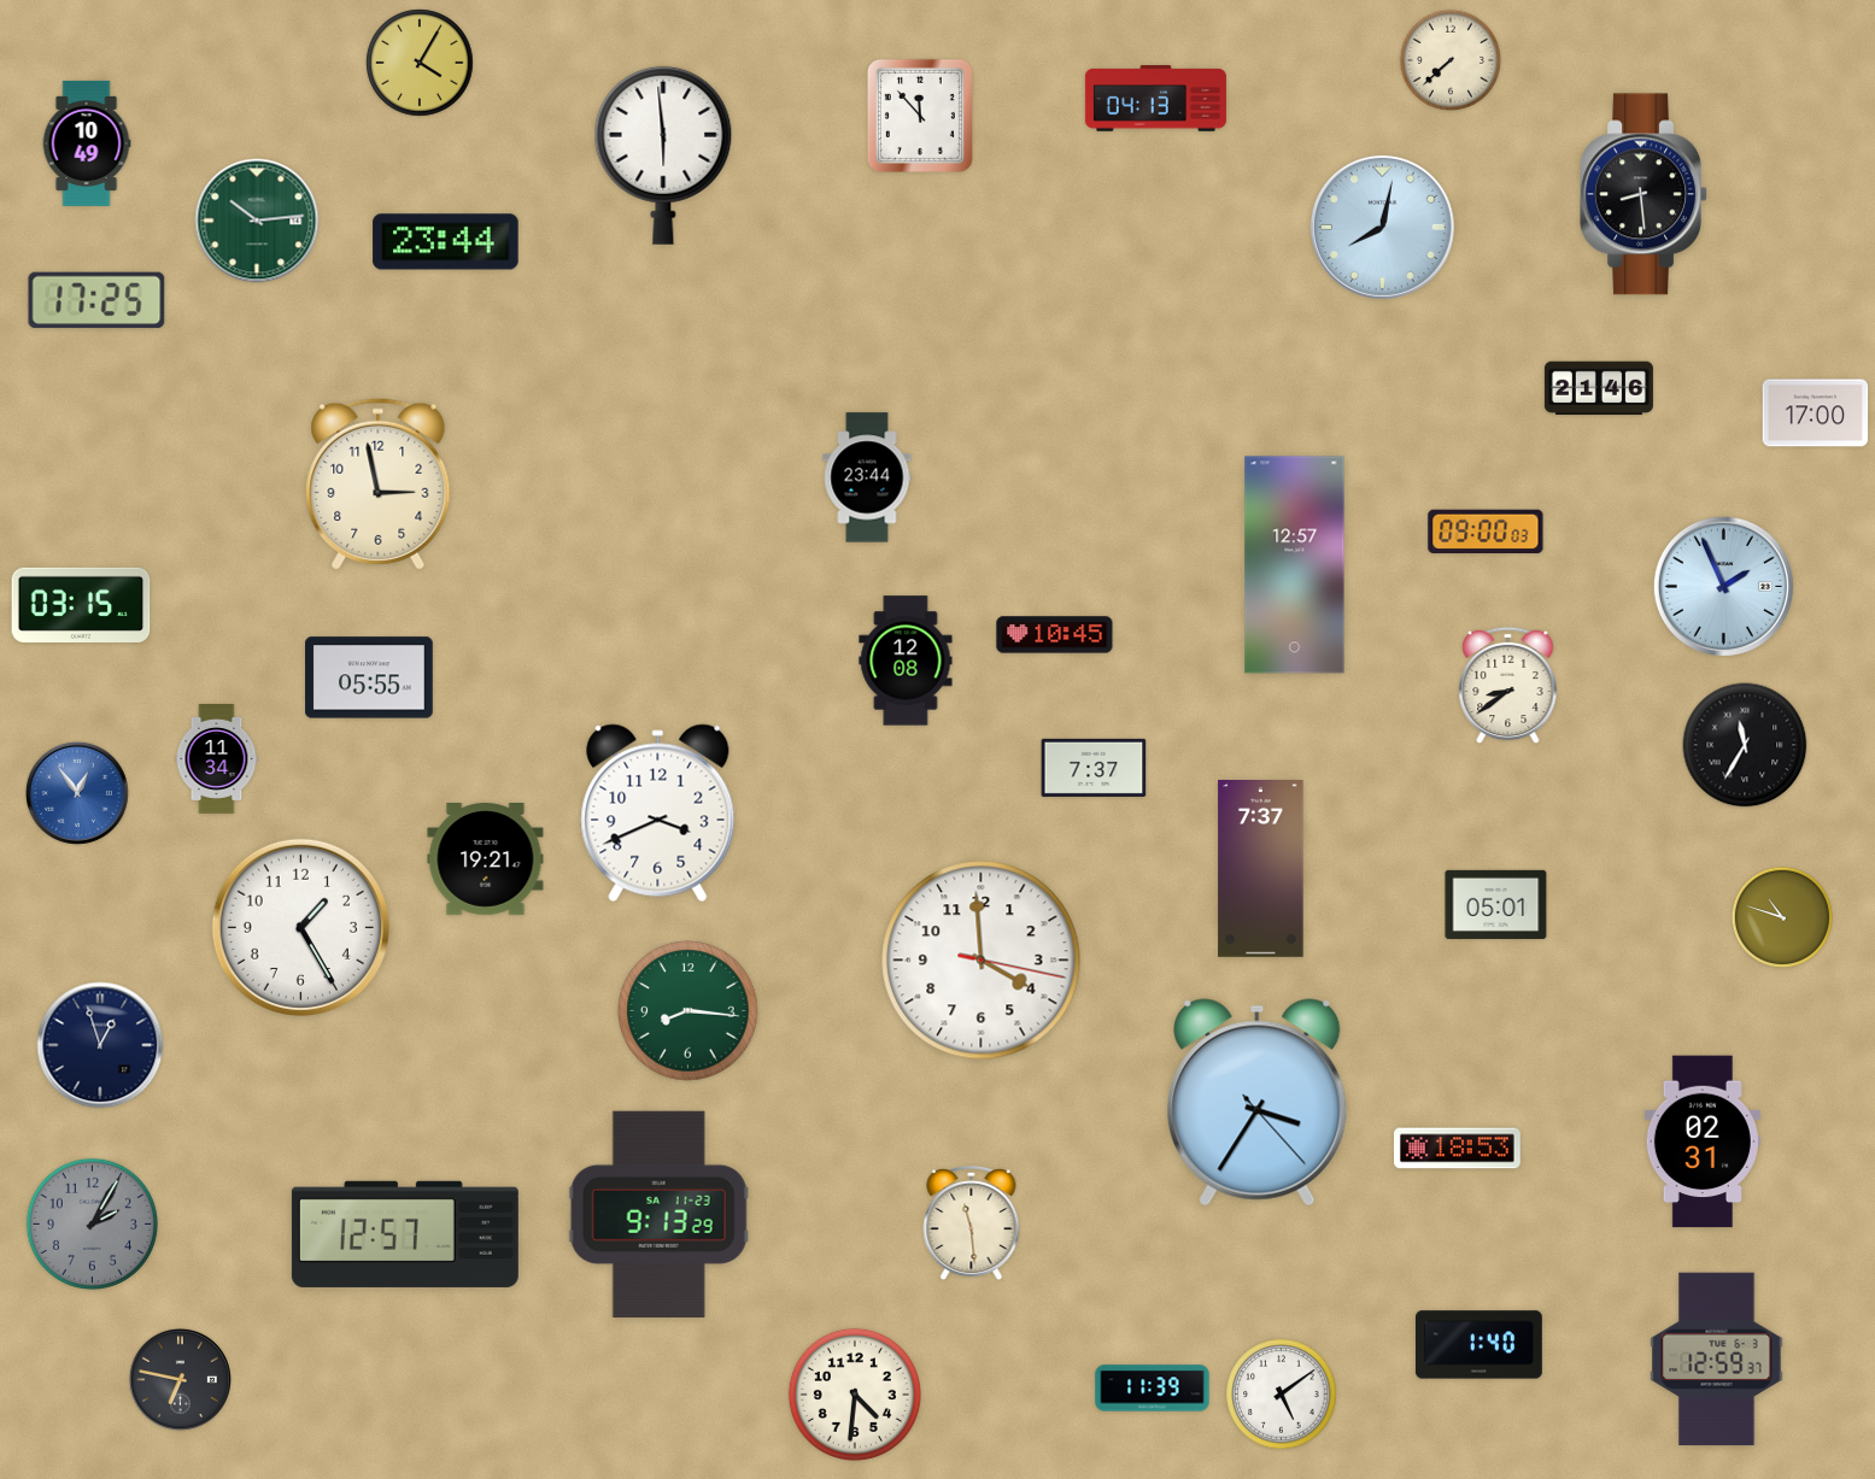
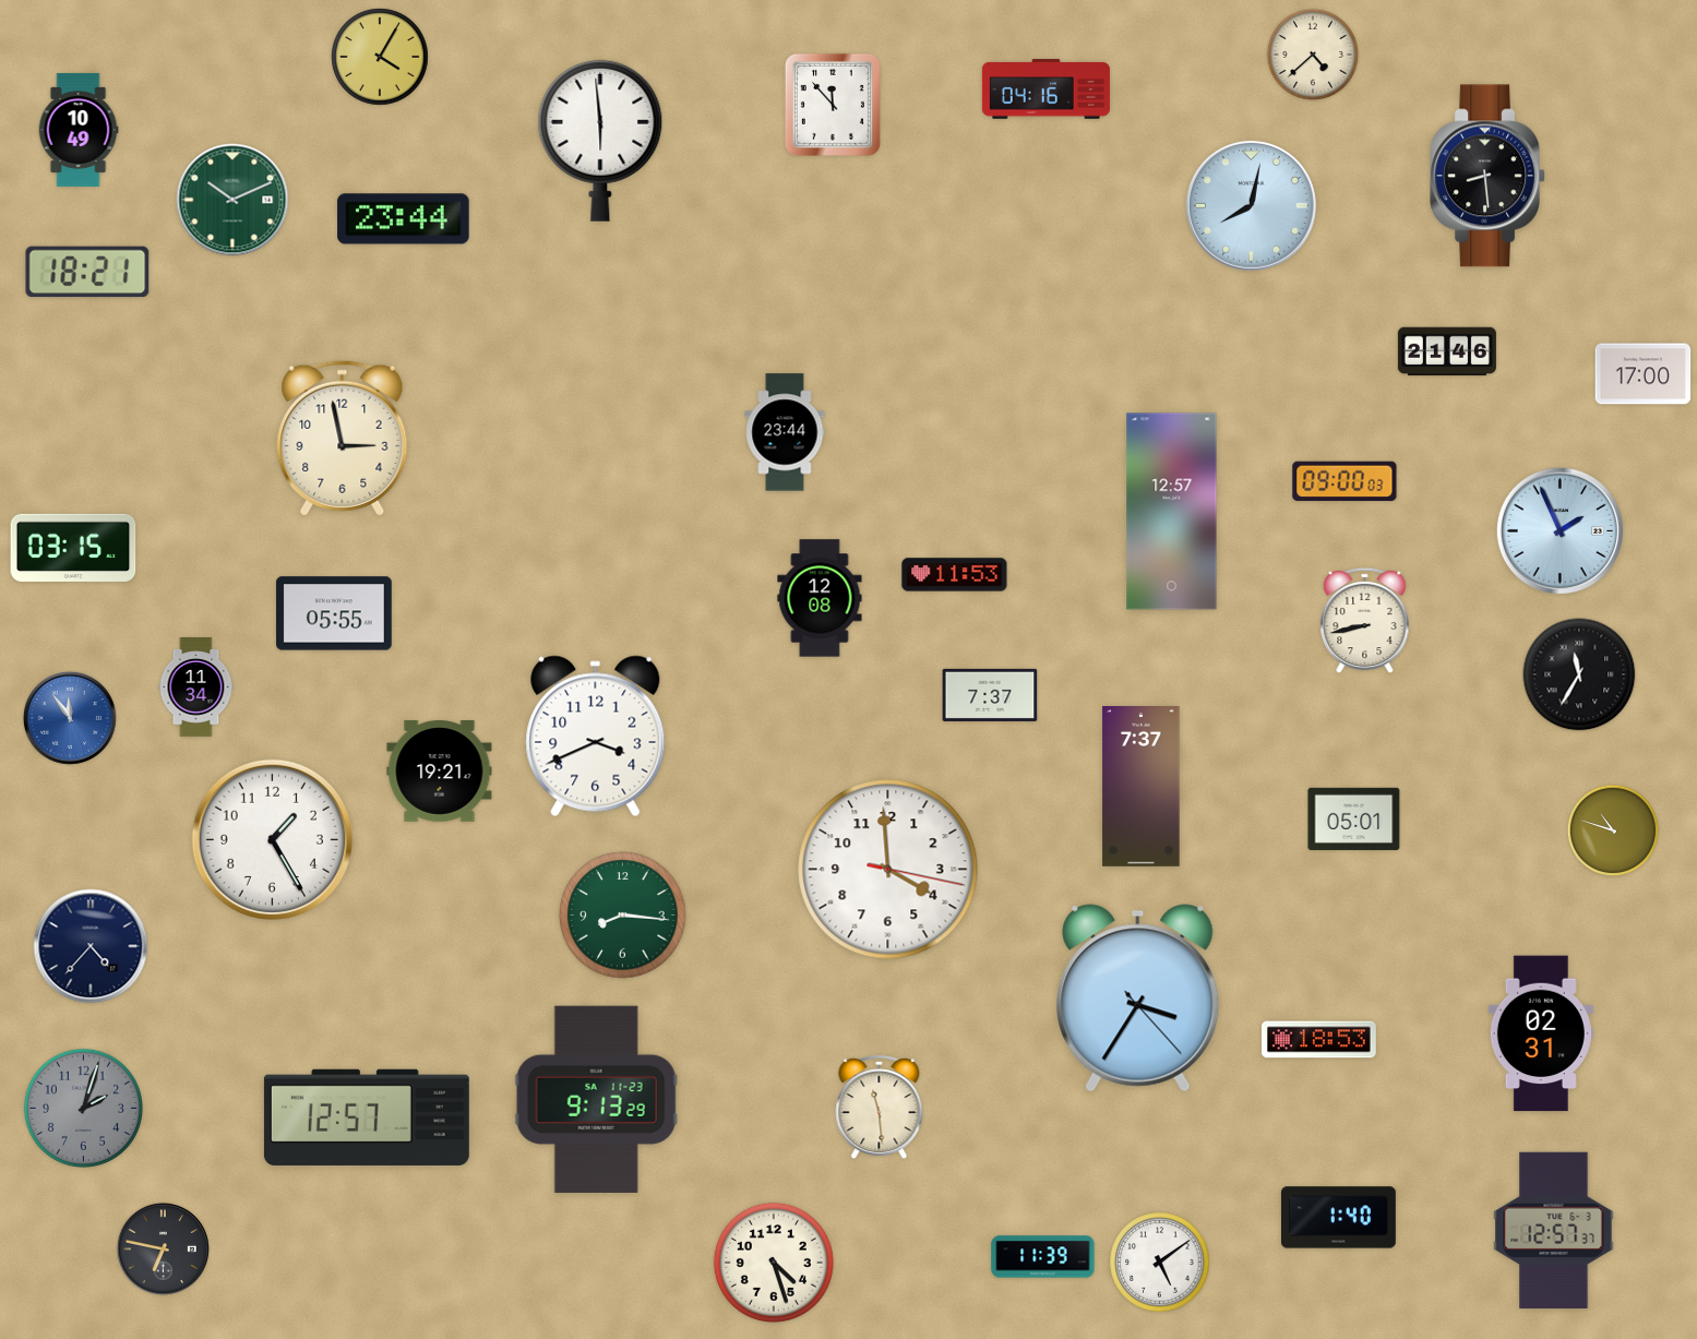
clock at (1449, 59): 7:38 -> 4:38
clock at (1155, 99): 04:13 -> 04:16
clock at (257, 221): 10:14 -> 10:11
clock at (96, 300): 17:25 -> 18:21
clock at (1055, 635): 10:45 -> 11:53
clock at (1508, 686): 8:39 -> 8:43
clock at (77, 793): 12:54 -> 11:54
clock at (486, 859) position: (486, 859) -> (440, 772)
clock at (100, 1045): 12:57 -> 4:37
clock at (92, 1223): 2:05 -> 2:03
clock at (1717, 1360): 12:59 -> 12:57
clock at (855, 1395): 4:31 -> 4:27
